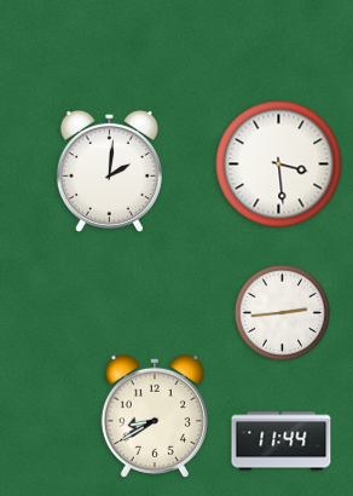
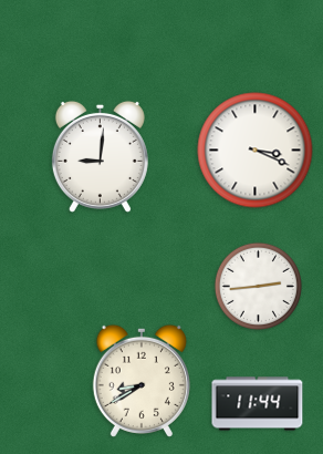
clock at (279, 165): 3:29 -> 3:19
clock at (109, 171): 2:01 -> 9:01
